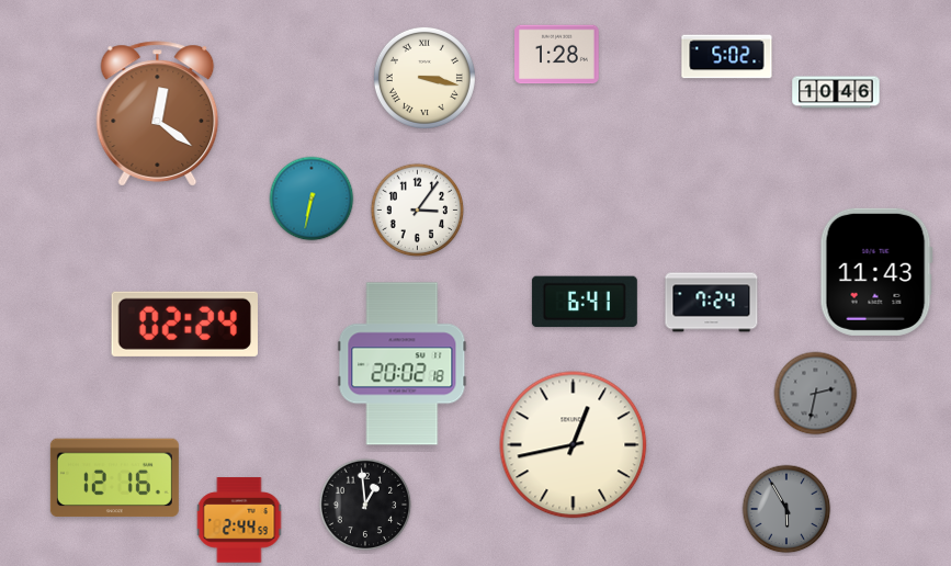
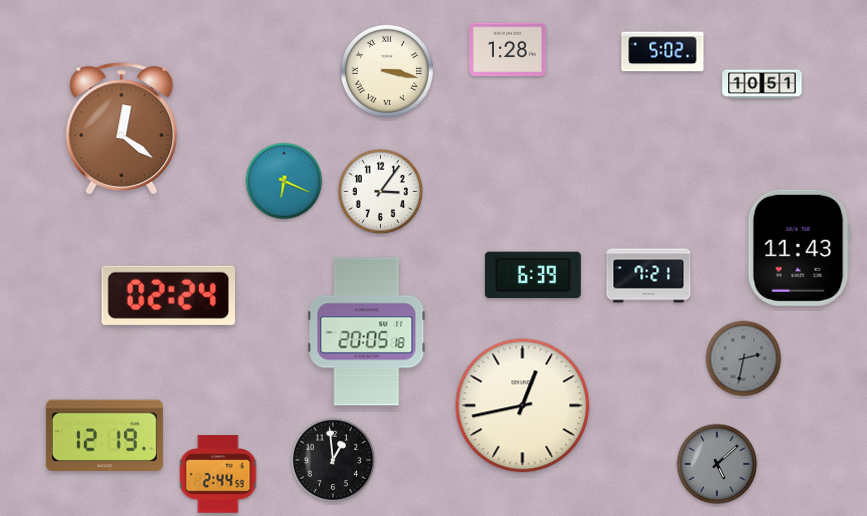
clock at (836, 92): 10:46 -> 10:51
clock at (158, 114) position: (158, 114) -> (122, 129)
clock at (312, 199): 6:32 -> 6:19
clock at (585, 302): 6:41 -> 6:39
clock at (712, 303): 7:24 -> 7:21
clock at (403, 364): 20:02 -> 20:05
clock at (114, 478): 12:16 -> 12:19
clock at (786, 509): 5:55 -> 5:08
